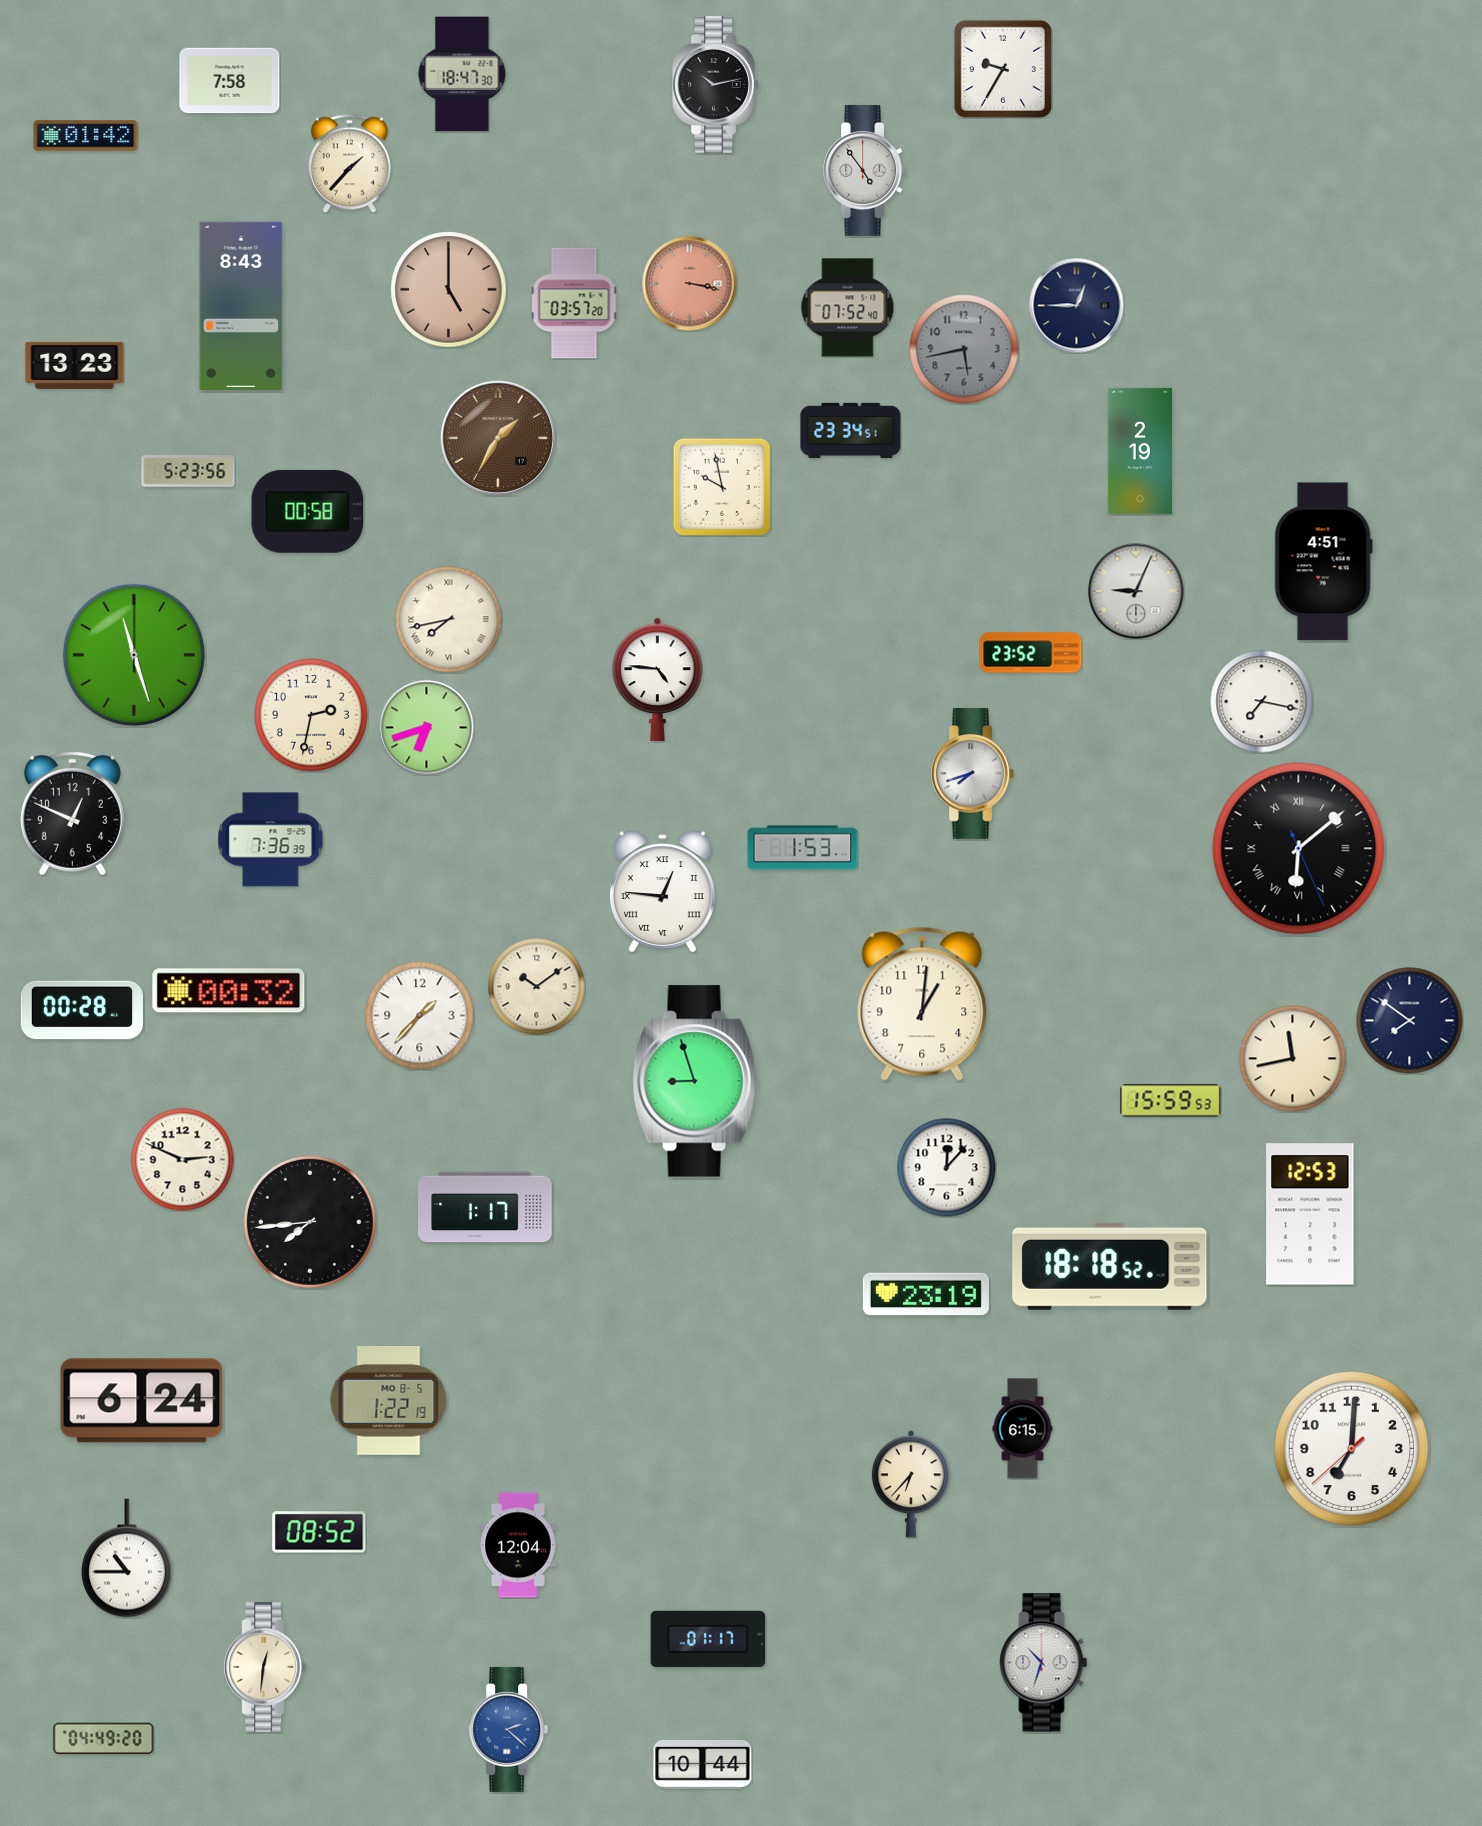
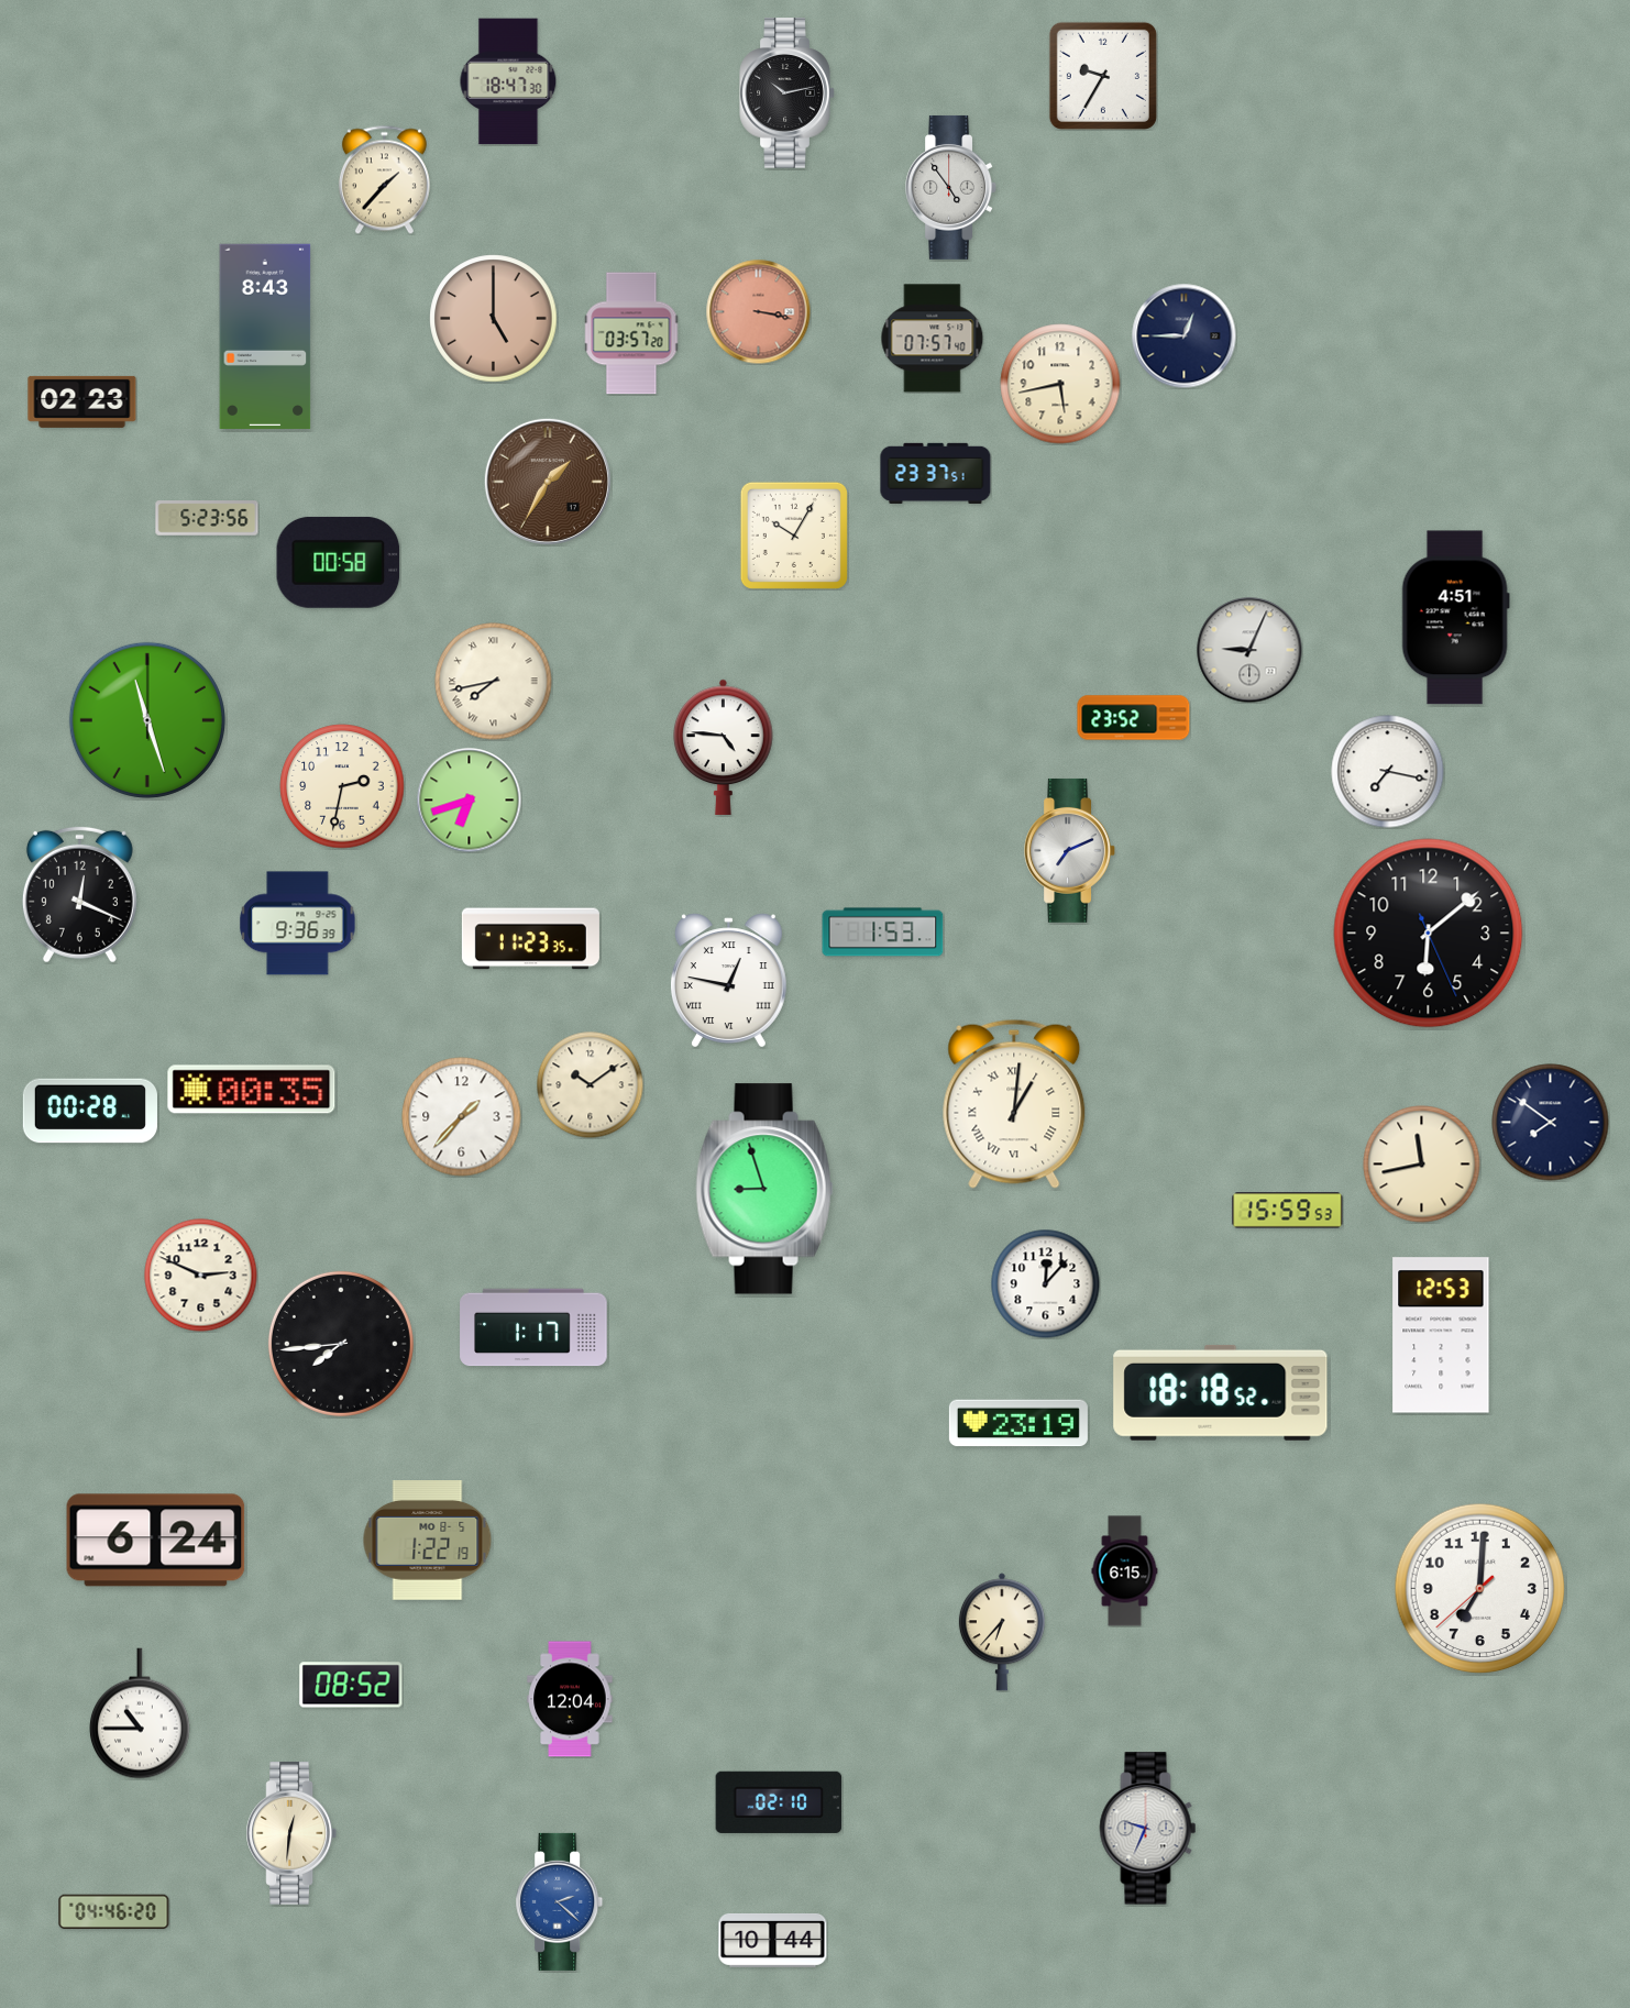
clock at (230, 81): 7:58 -> none
clock at (86, 136): 01:42 -> none
clock at (848, 308): 07:52 -> 07:57
clock at (964, 349) dial: grey -> cream
clock at (75, 365): 13:23 -> 02:23
clock at (851, 430): 23:34 -> 23:37
clock at (1140, 451): 2:19 -> none
clock at (722, 487): 9:58 -> 10:05
clock at (972, 773): 7:42 -> 7:11
clock at (72, 813): 12:49 -> 12:19
clock at (271, 840): 7:36 -> 9:36
clock at (1299, 849) numerals: Roman -> Arabic
clock at (530, 939): none -> 11:23
clock at (662, 892): 12:46 -> 12:47
clock at (229, 991): 00:32 -> 00:35
clock at (922, 1004) numerals: Arabic -> Roman
clock at (947, 1168) position: (947, 1168) -> (1046, 1284)
clock at (1352, 1449) position: (1352, 1449) -> (1480, 1589)
clock at (708, 1639): 01:17 -> 02:10
clock at (1044, 1663): 10:33 -> 9:34
clock at (104, 1739): 04:49 -> 04:46
